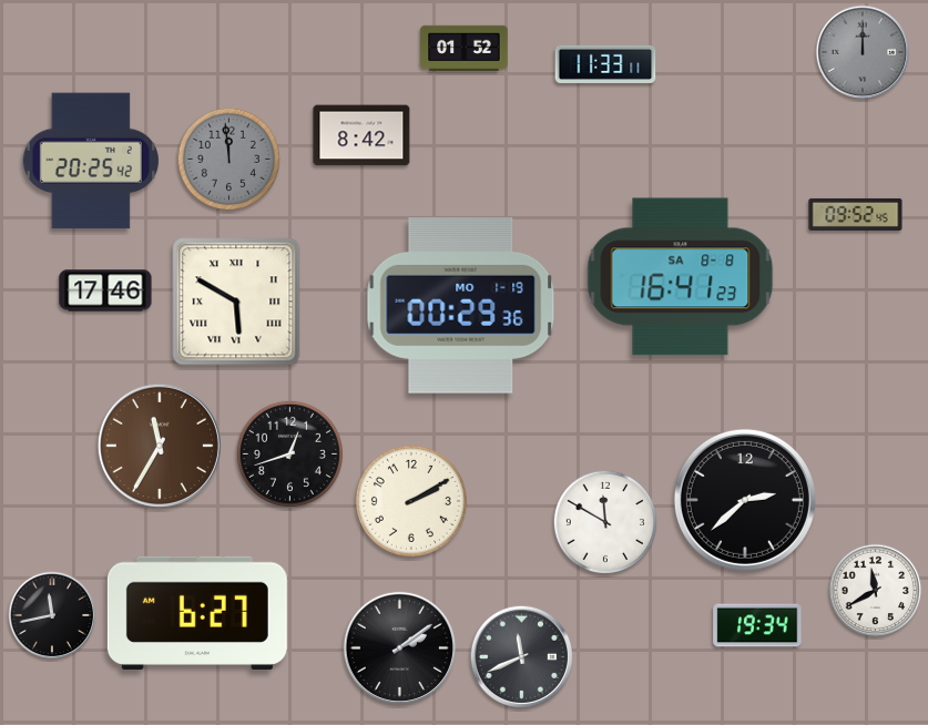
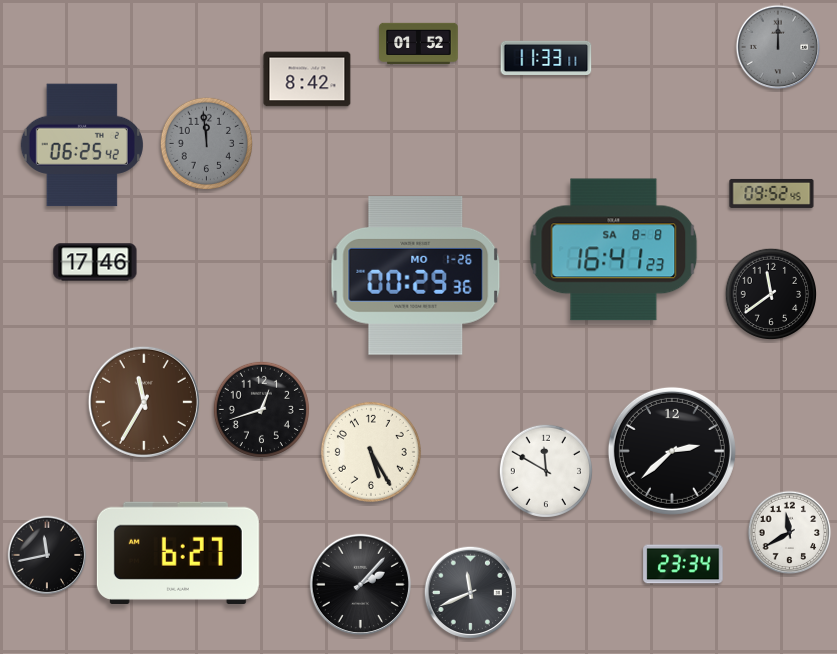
clock at (361, 135) position: (361, 135) -> (307, 79)
clock at (91, 161): 20:25 -> 06:25
clock at (236, 302): 5:50 -> none
clock at (461, 306) date: MO 1-19 -> MO 1-26
clock at (770, 293): none -> 11:39
clock at (411, 501): 2:10 -> 5:25
clock at (757, 625): 19:34 -> 23:34
clock at (399, 647): 2:09 -> 2:07
